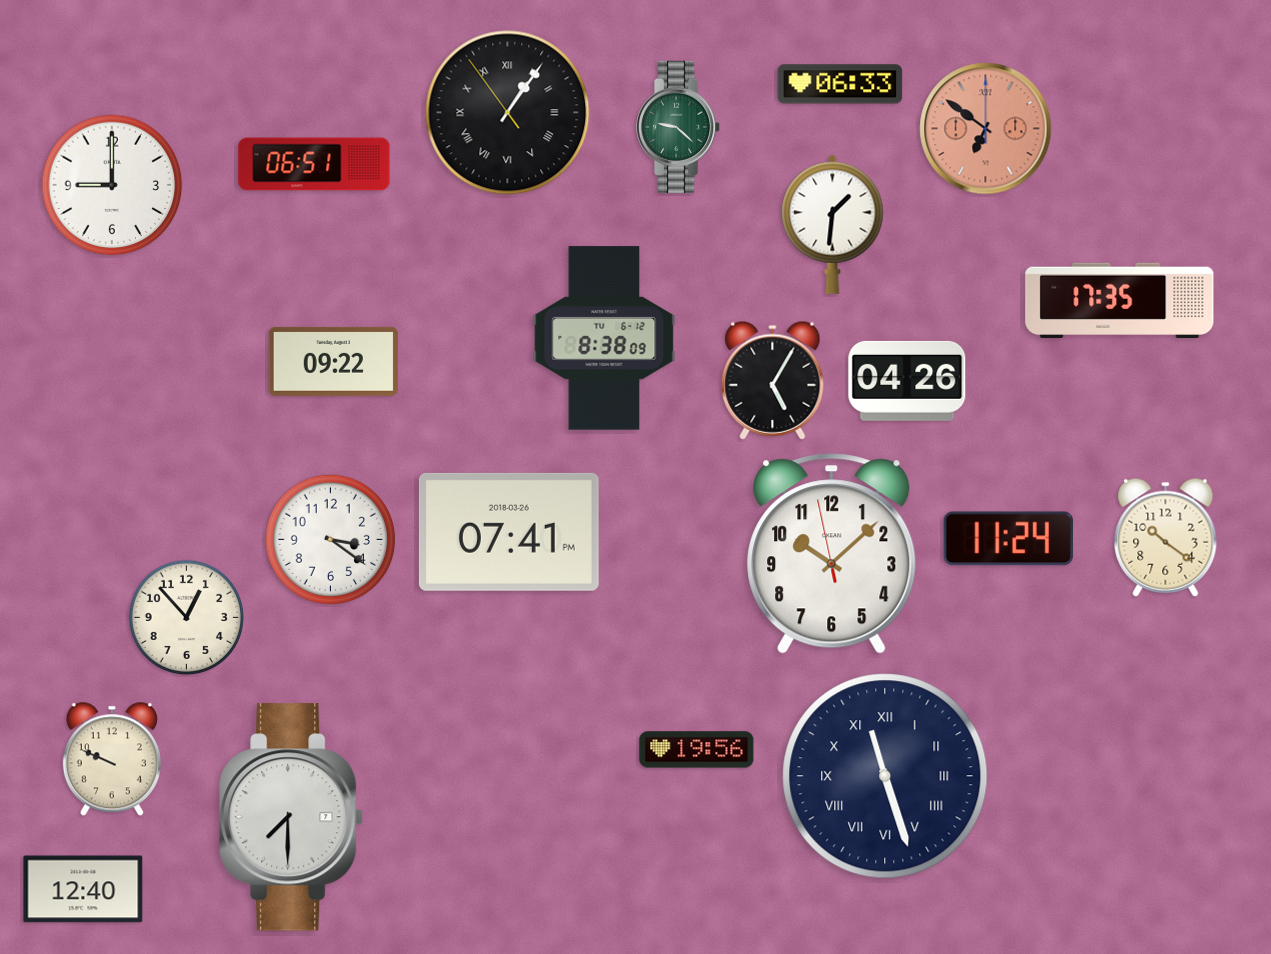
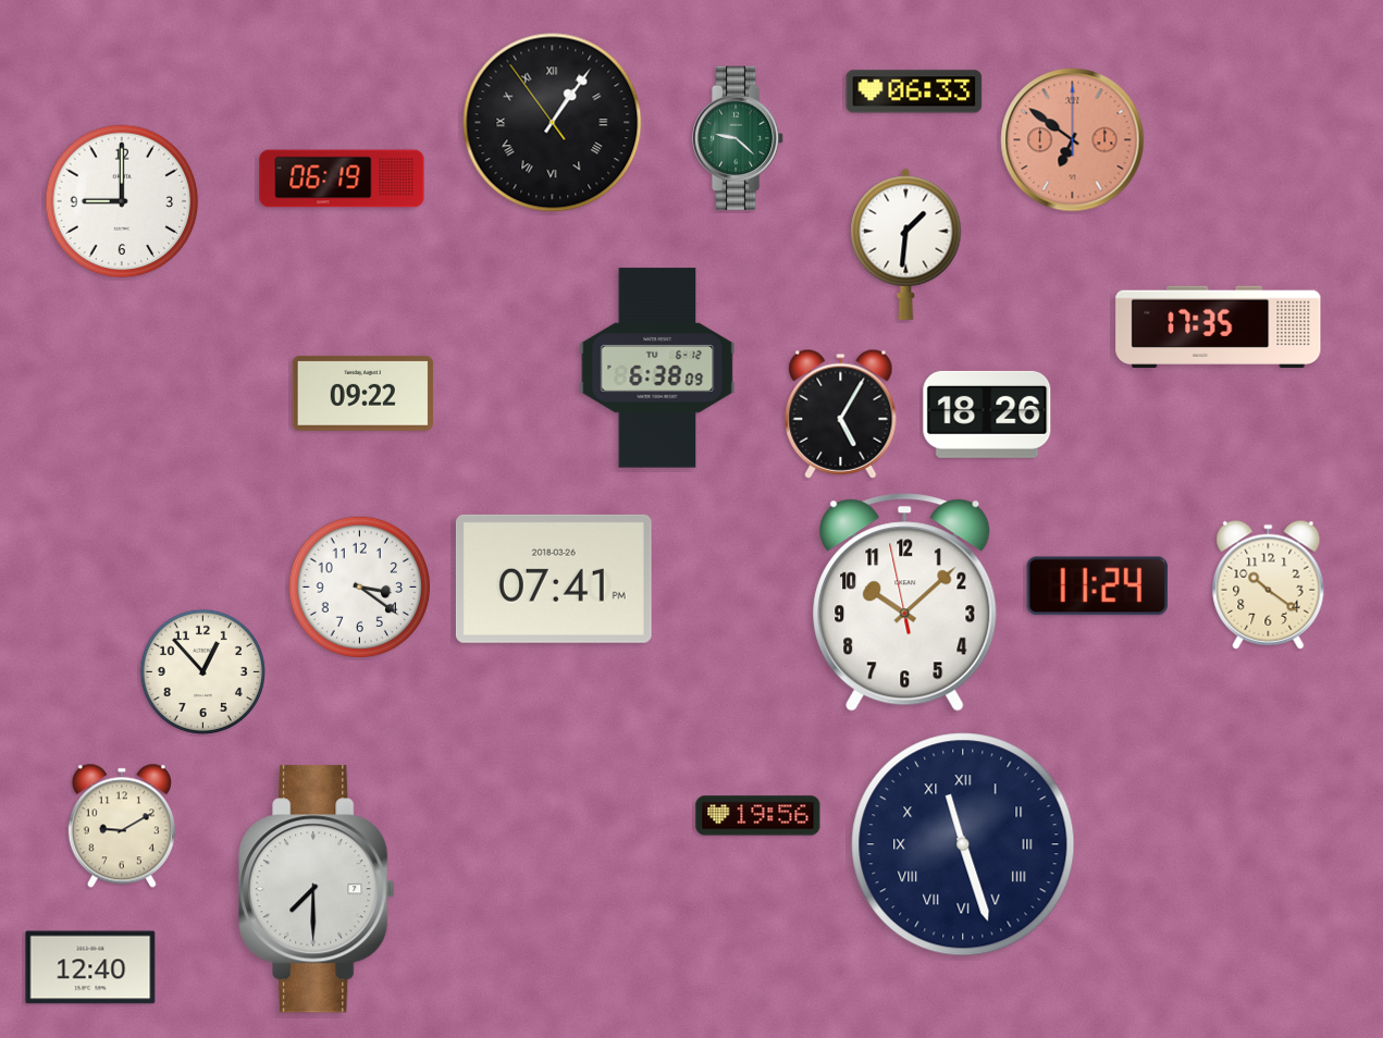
clock at (314, 164): 06:51 -> 06:19
clock at (604, 338): 8:38 -> 6:38
clock at (907, 381): 04:26 -> 18:26
clock at (112, 759): 9:49 -> 9:10
